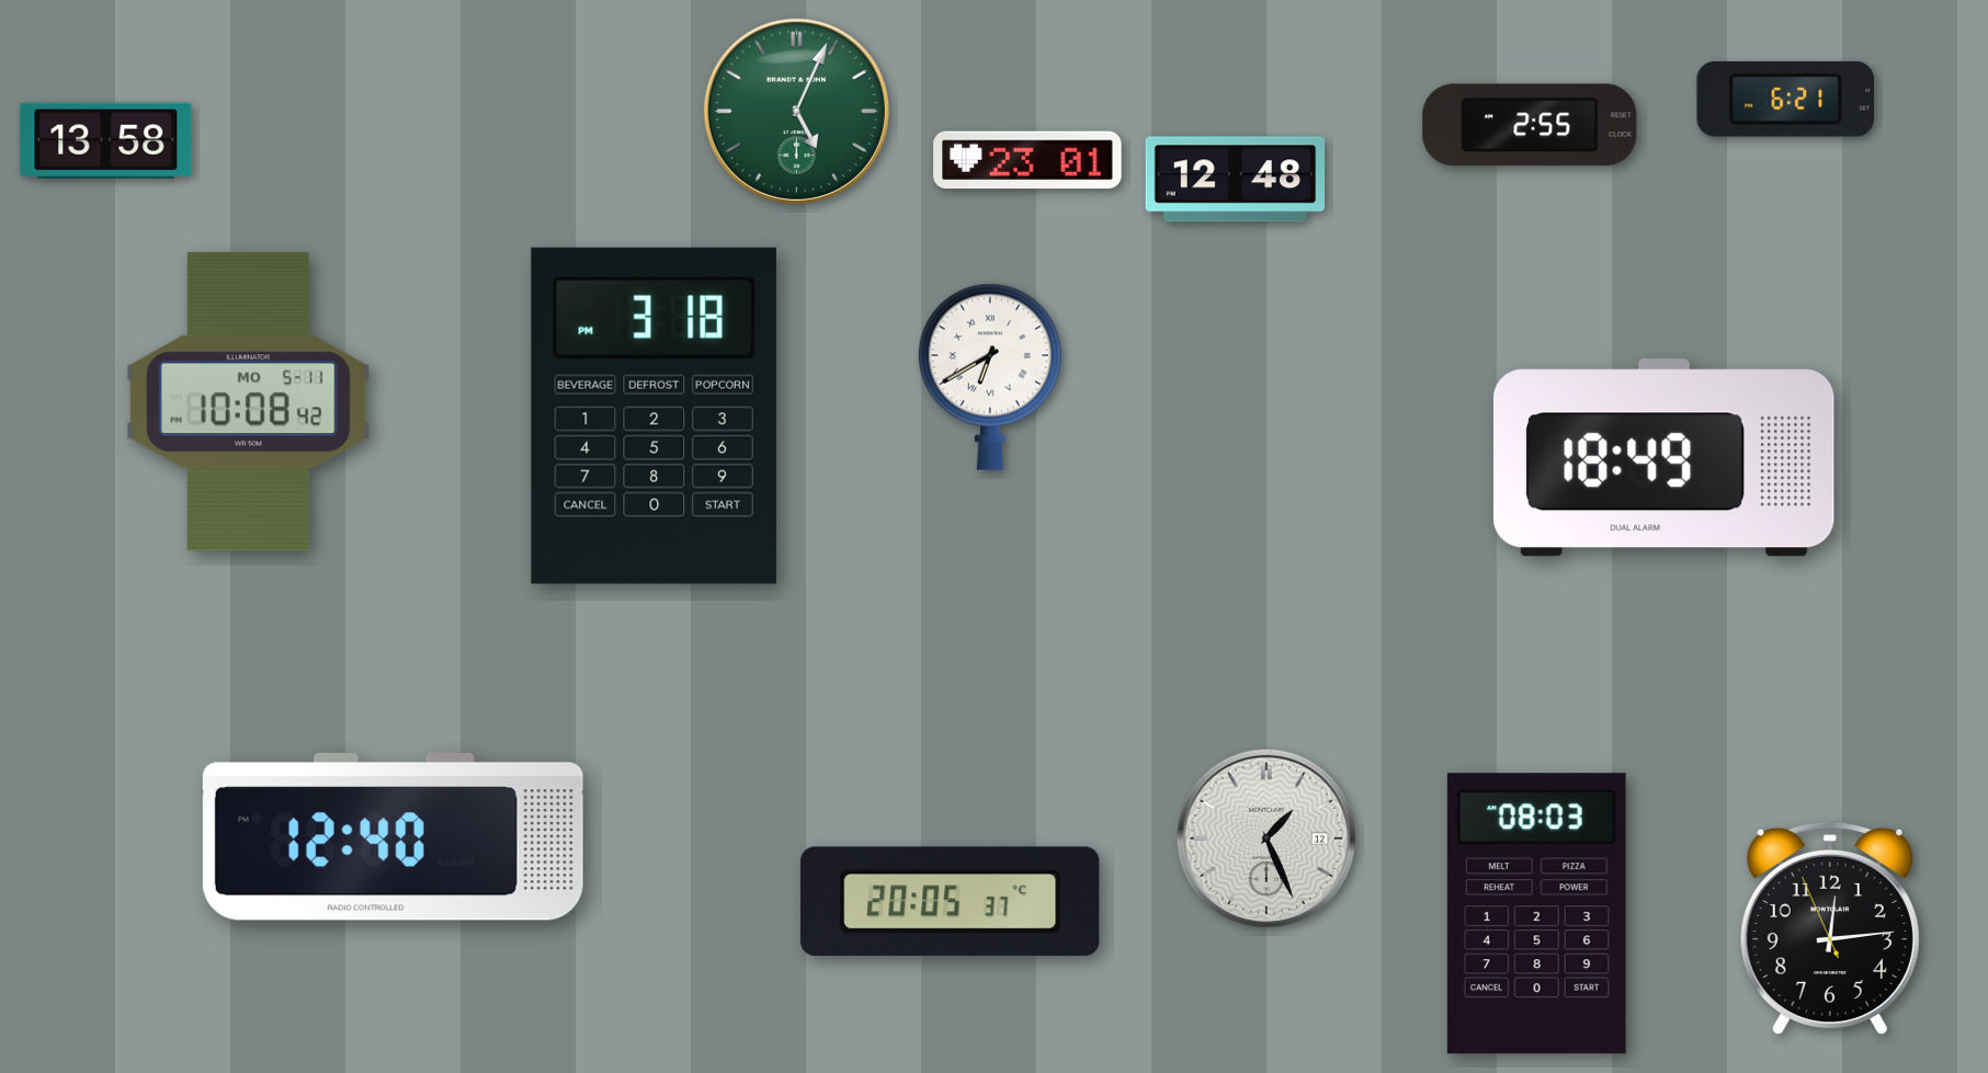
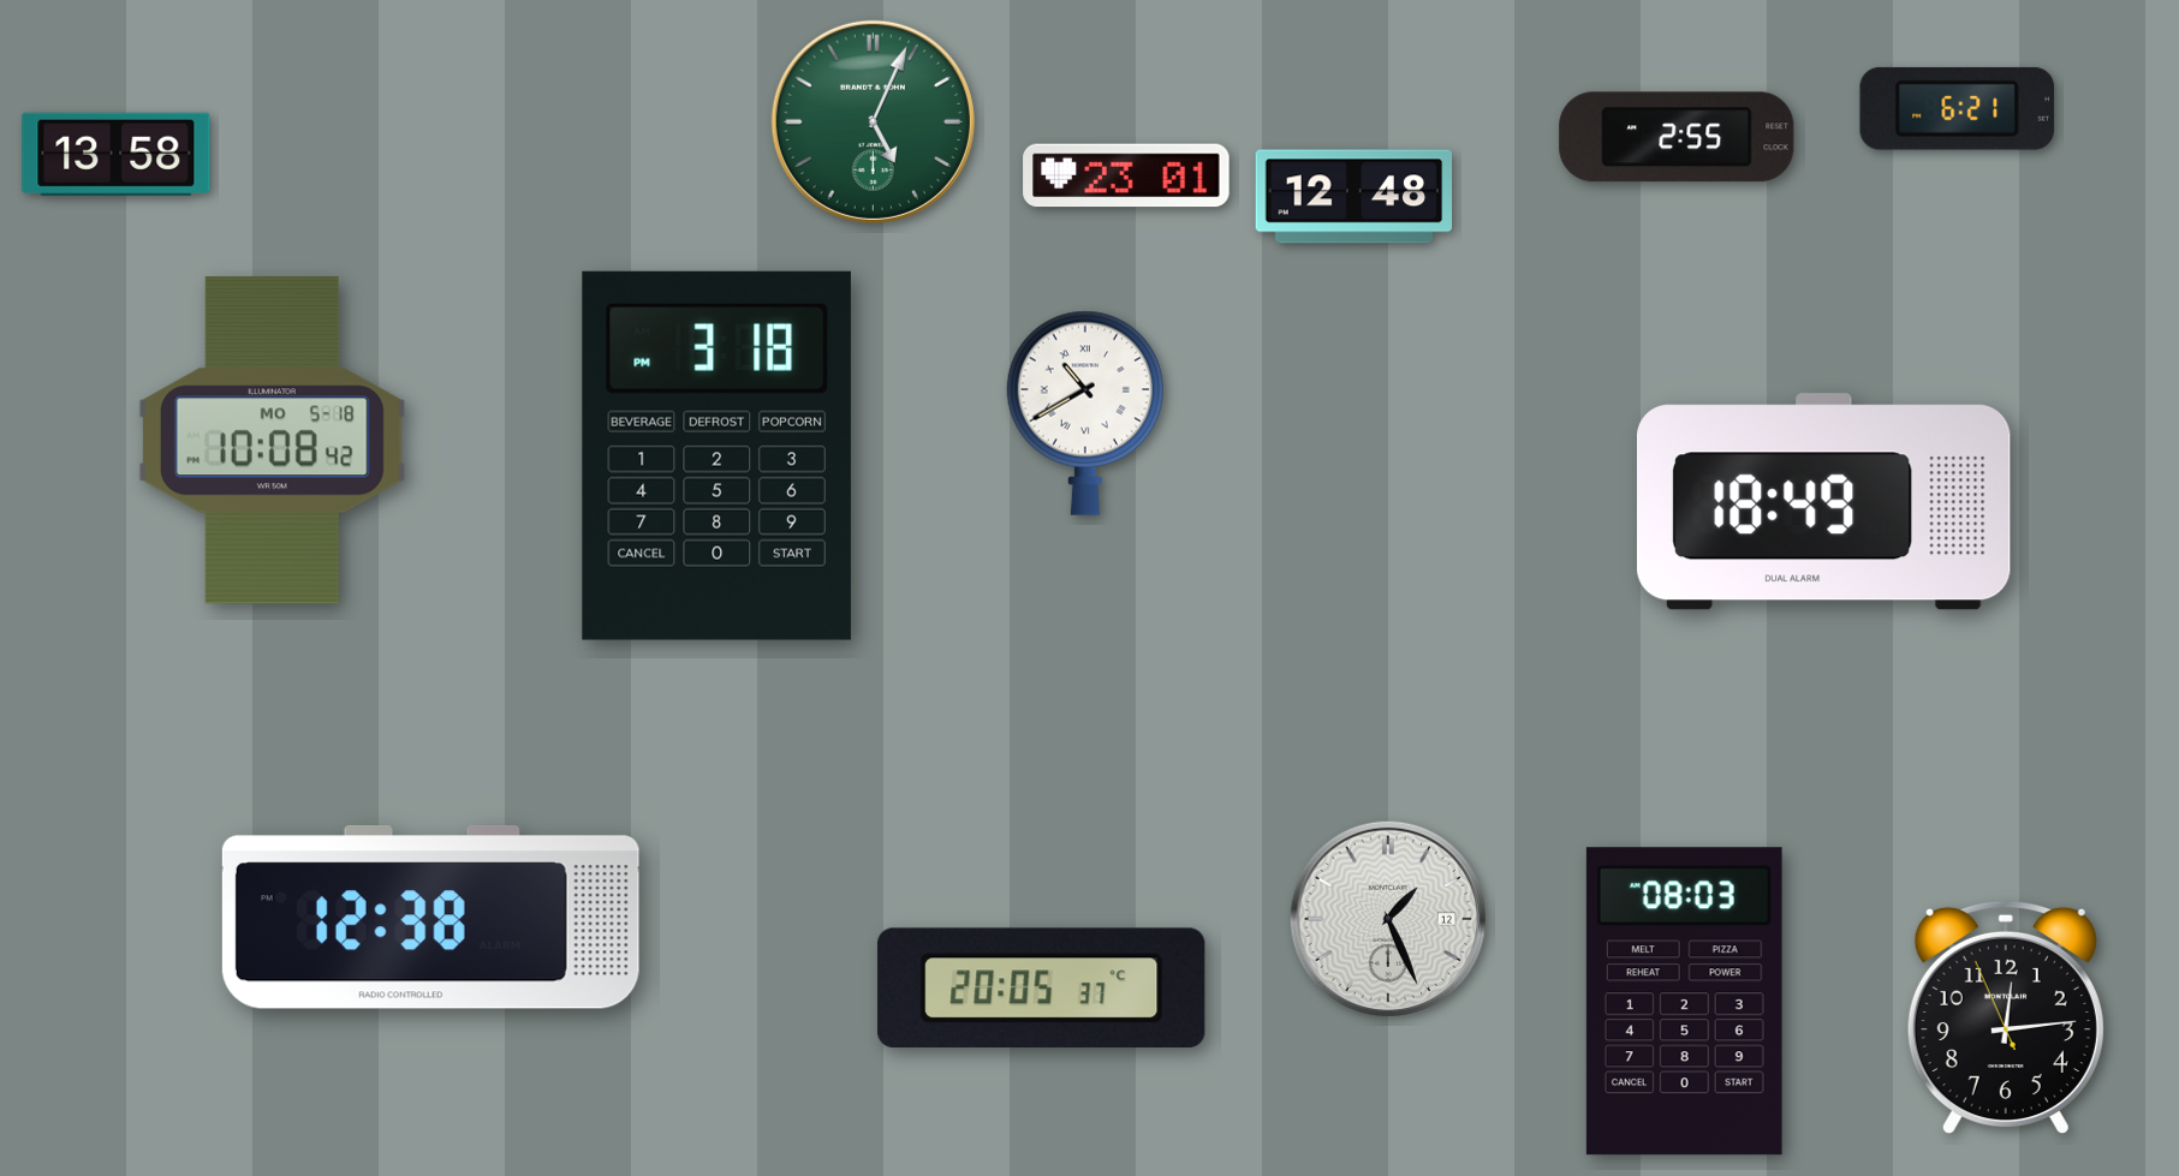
clock at (990, 377): 6:40 -> 10:40
clock at (248, 402) date: MO 5-11 -> MO 5-18
clock at (393, 836): 12:40 -> 12:38
